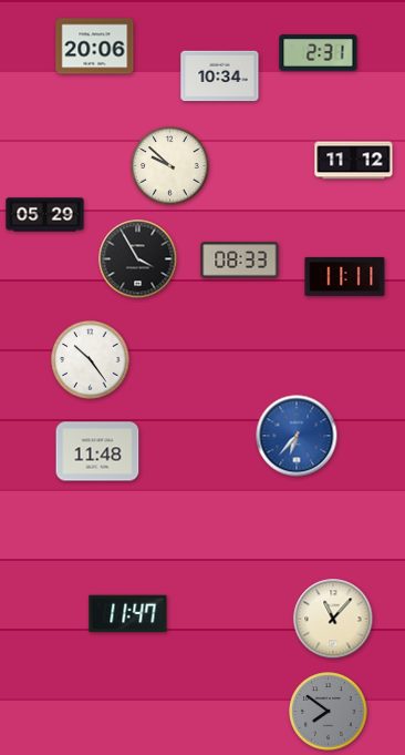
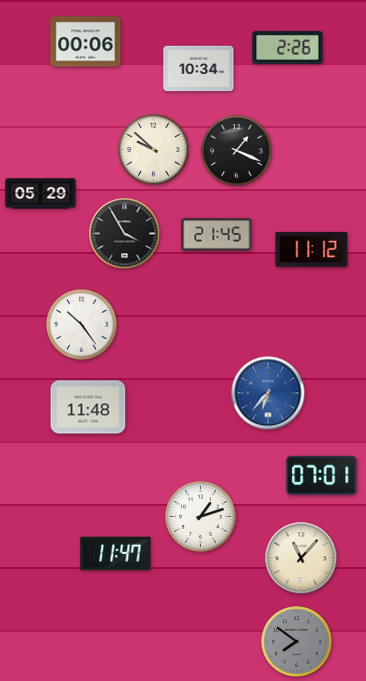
clock at (95, 47): 20:06 -> 00:06
clock at (319, 53): 2:31 -> 2:26
clock at (354, 161): 11:12 -> none
clock at (237, 151): none -> 1:19
clock at (240, 261): 08:33 -> 21:45
clock at (345, 276): 11:11 -> 11:12
clock at (322, 475): none -> 07:01
clock at (201, 517): none -> 1:12
